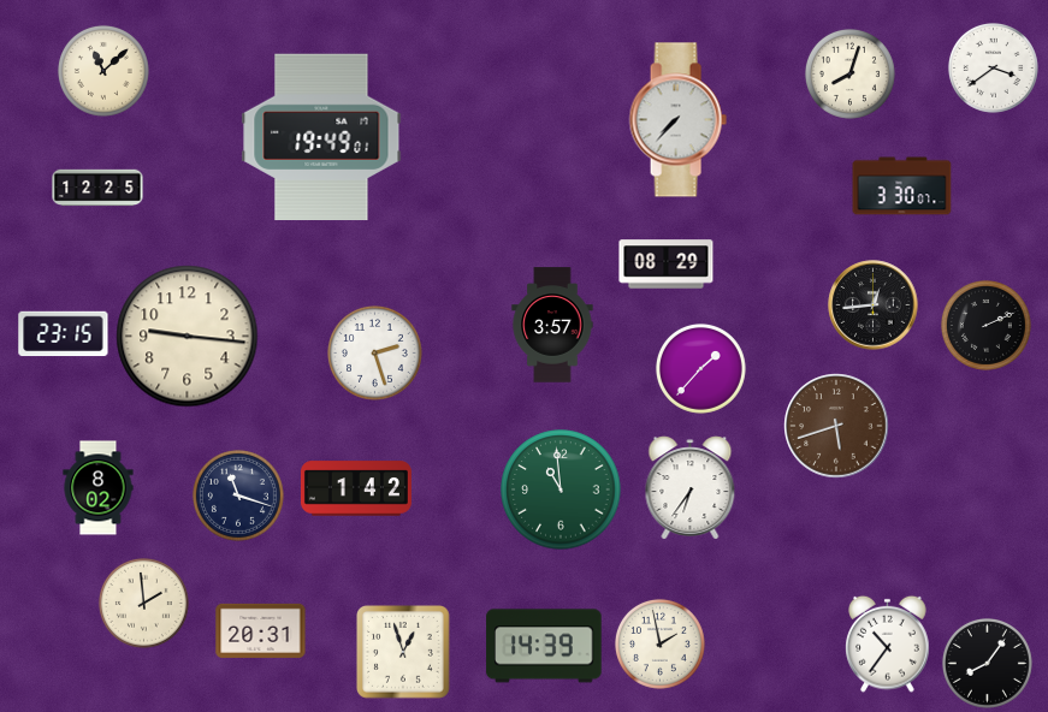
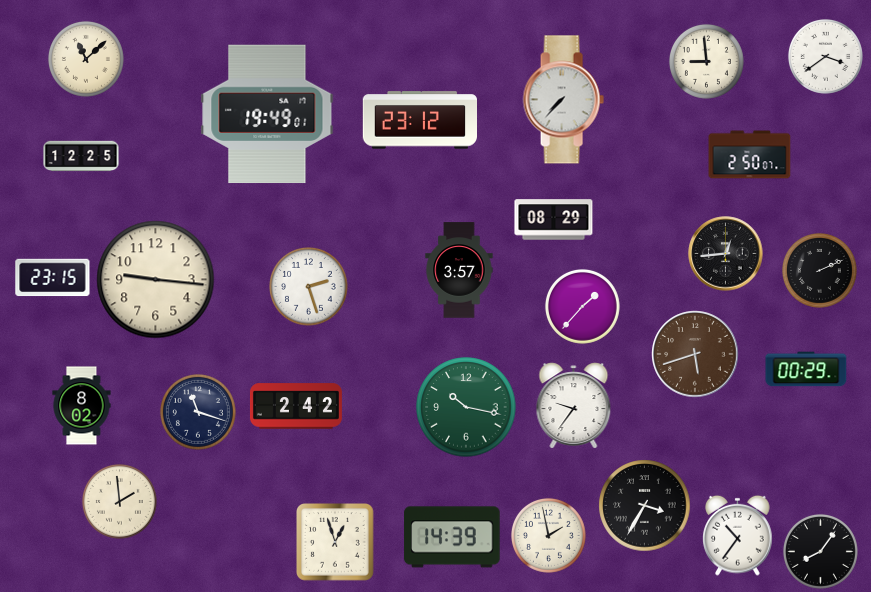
clock at (849, 73): 8:03 -> 8:59
clock at (419, 120): none -> 23:12
clock at (902, 186): 3:30 -> 2:50
clock at (375, 354) position: (375, 354) -> (309, 287)
clock at (806, 369): none -> 00:29
clock at (356, 488): 1:42 -> 2:42
clock at (691, 488): 6:36 -> 9:36
clock at (561, 489): 10:59 -> 10:17
clock at (645, 506): none -> 3:35
clock at (261, 630): 20:31 -> none
